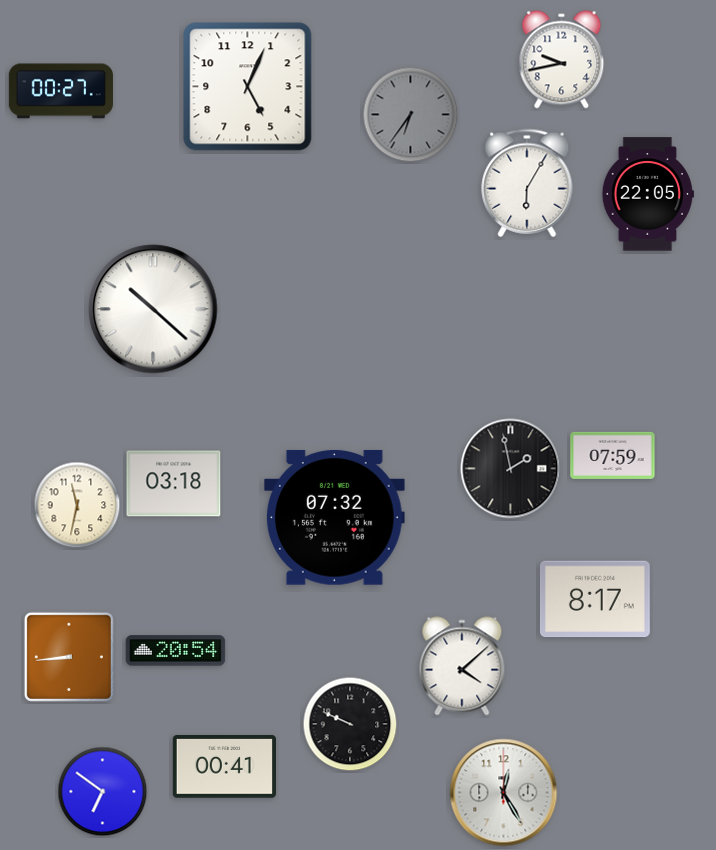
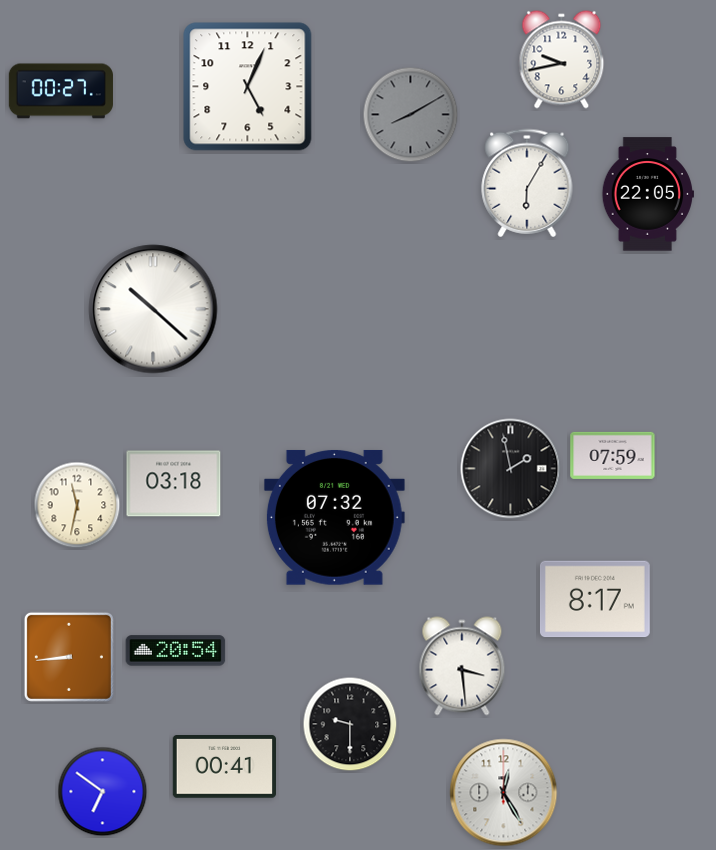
clock at (411, 115): 6:36 -> 8:10
clock at (462, 666): 4:08 -> 3:29
clock at (350, 724): 9:49 -> 9:30
